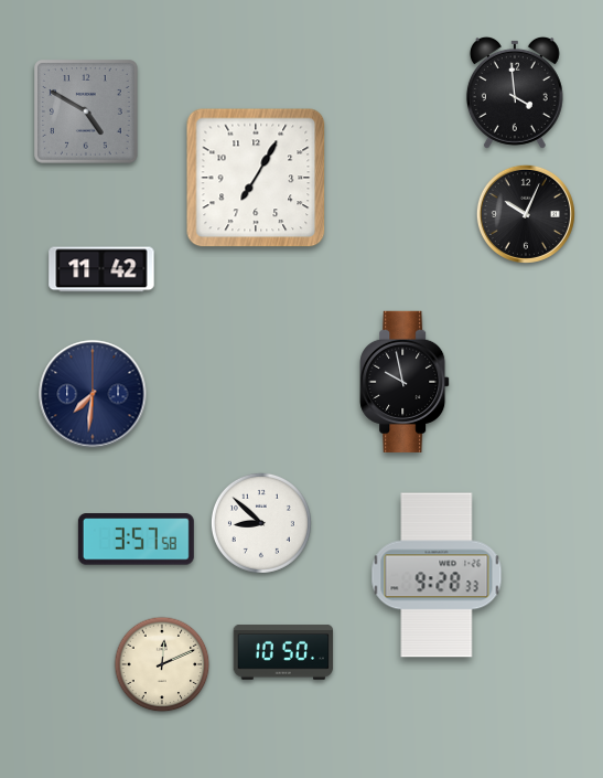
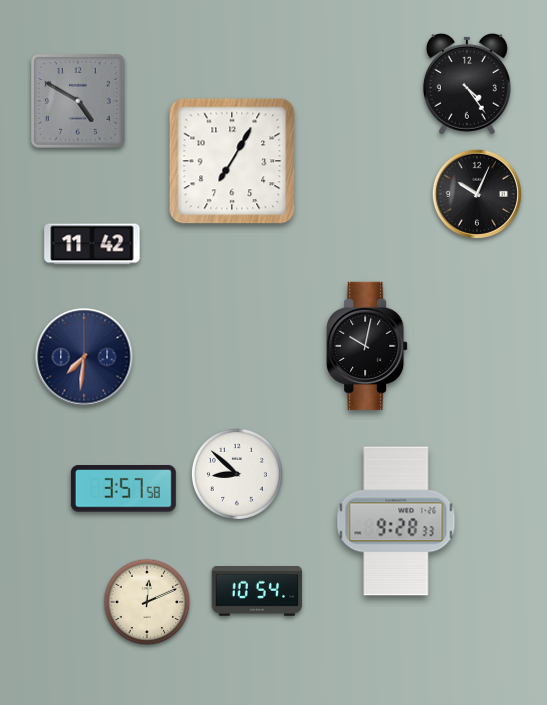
clock at (515, 93): 3:59 -> 4:24
clock at (405, 382): 9:58 -> 10:02
clock at (283, 652): 10:50 -> 10:54
